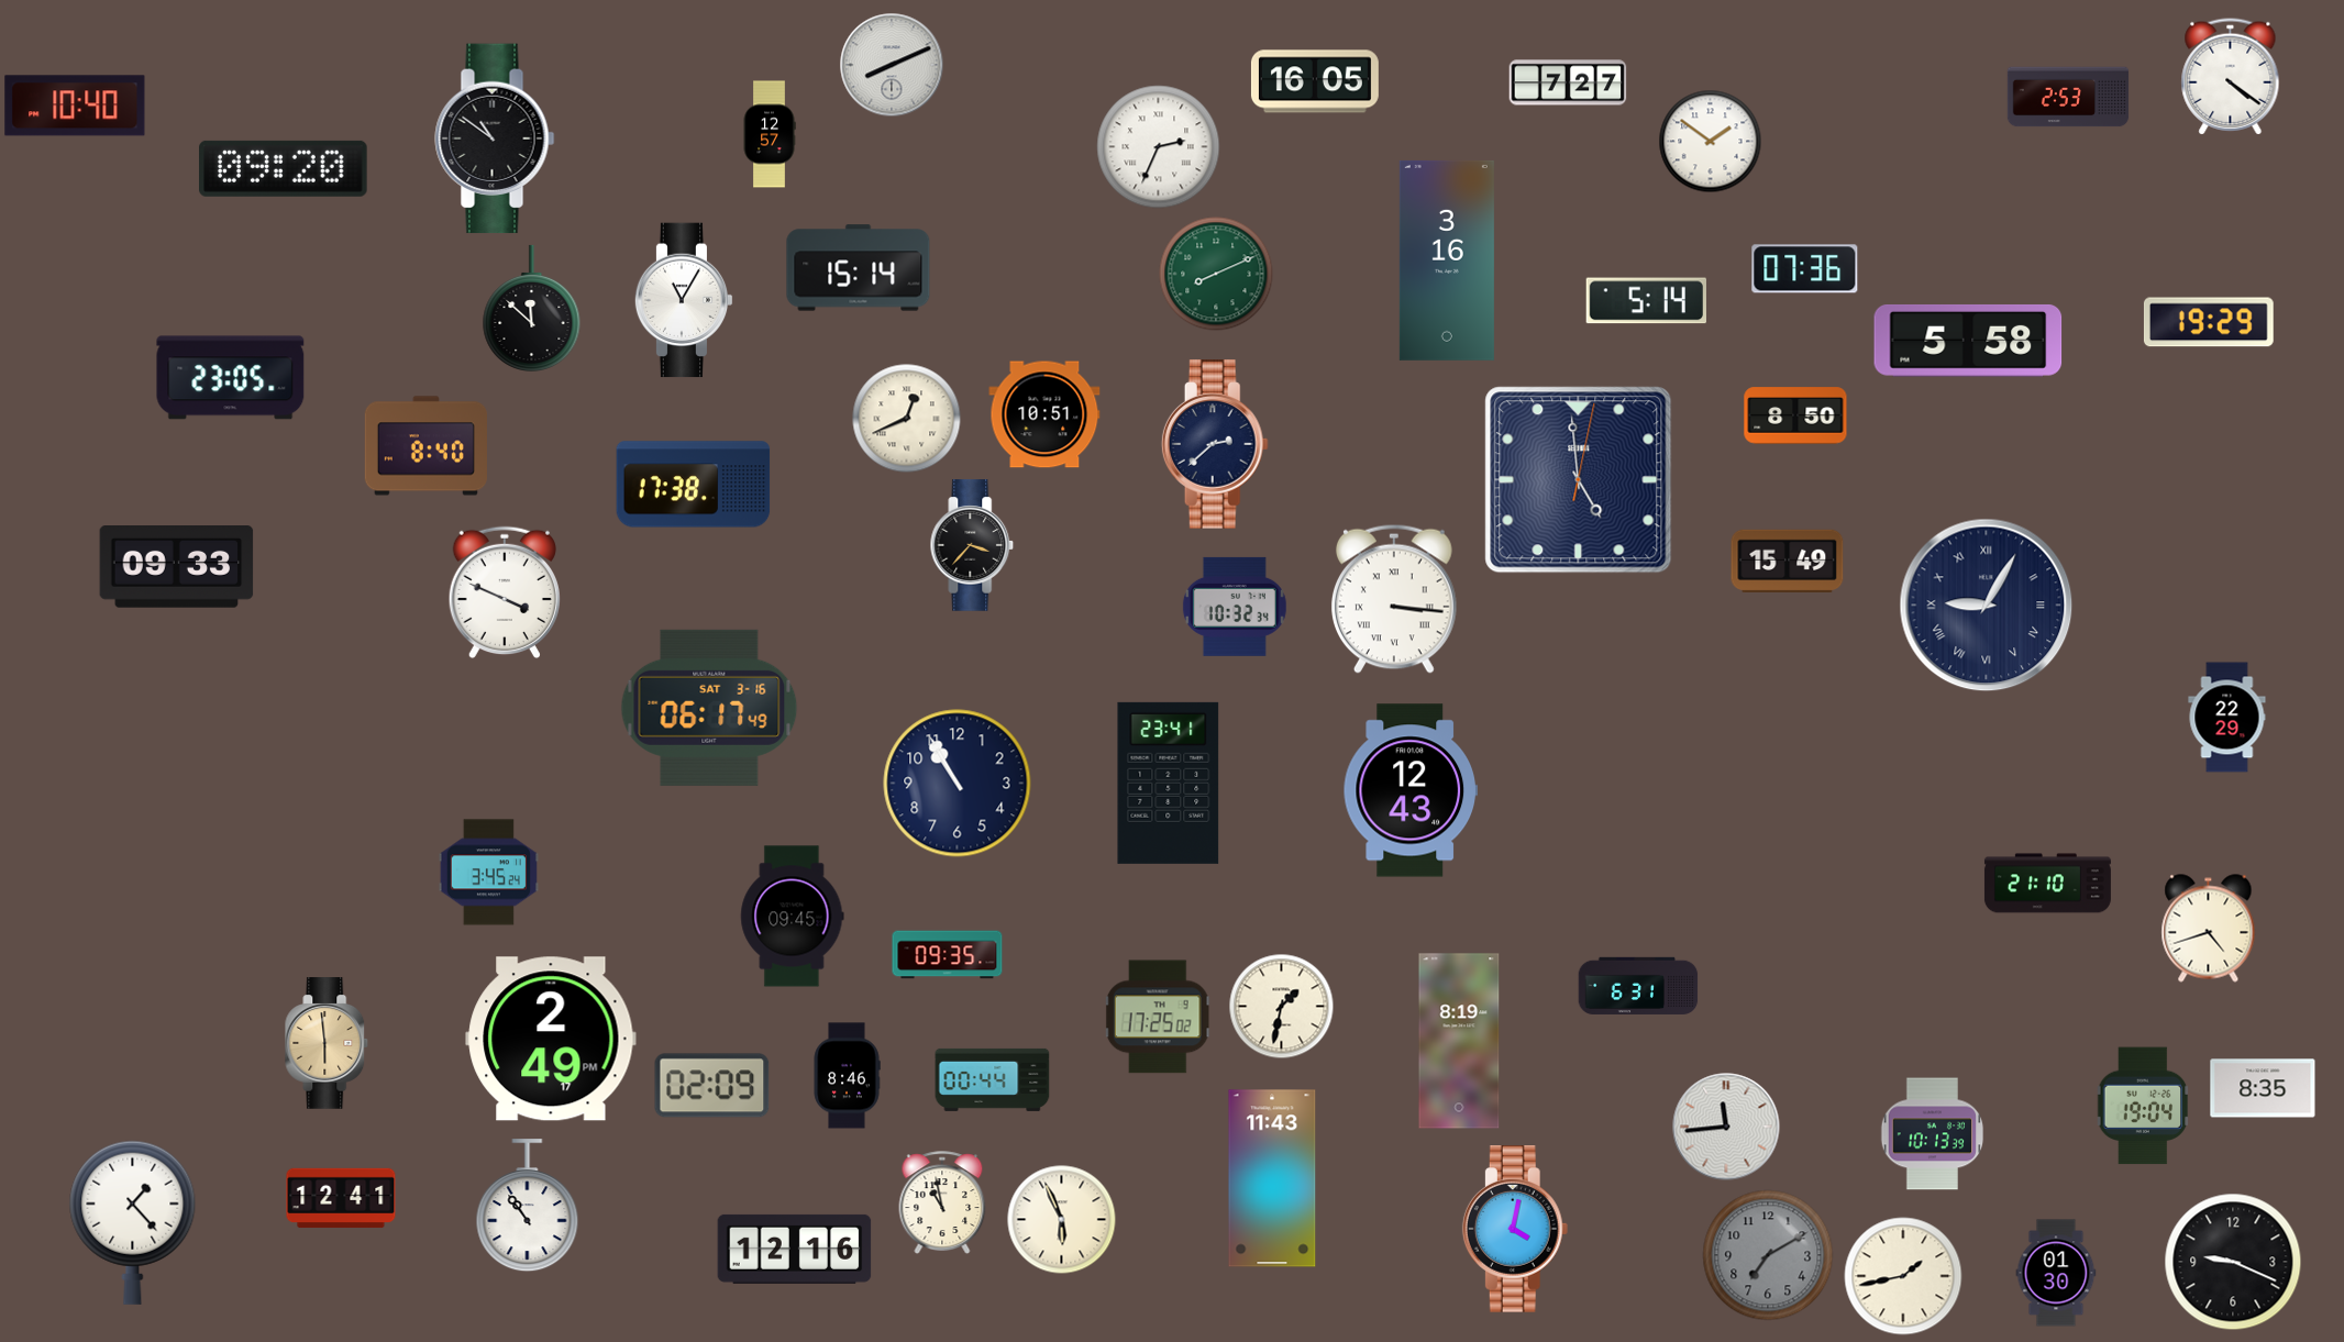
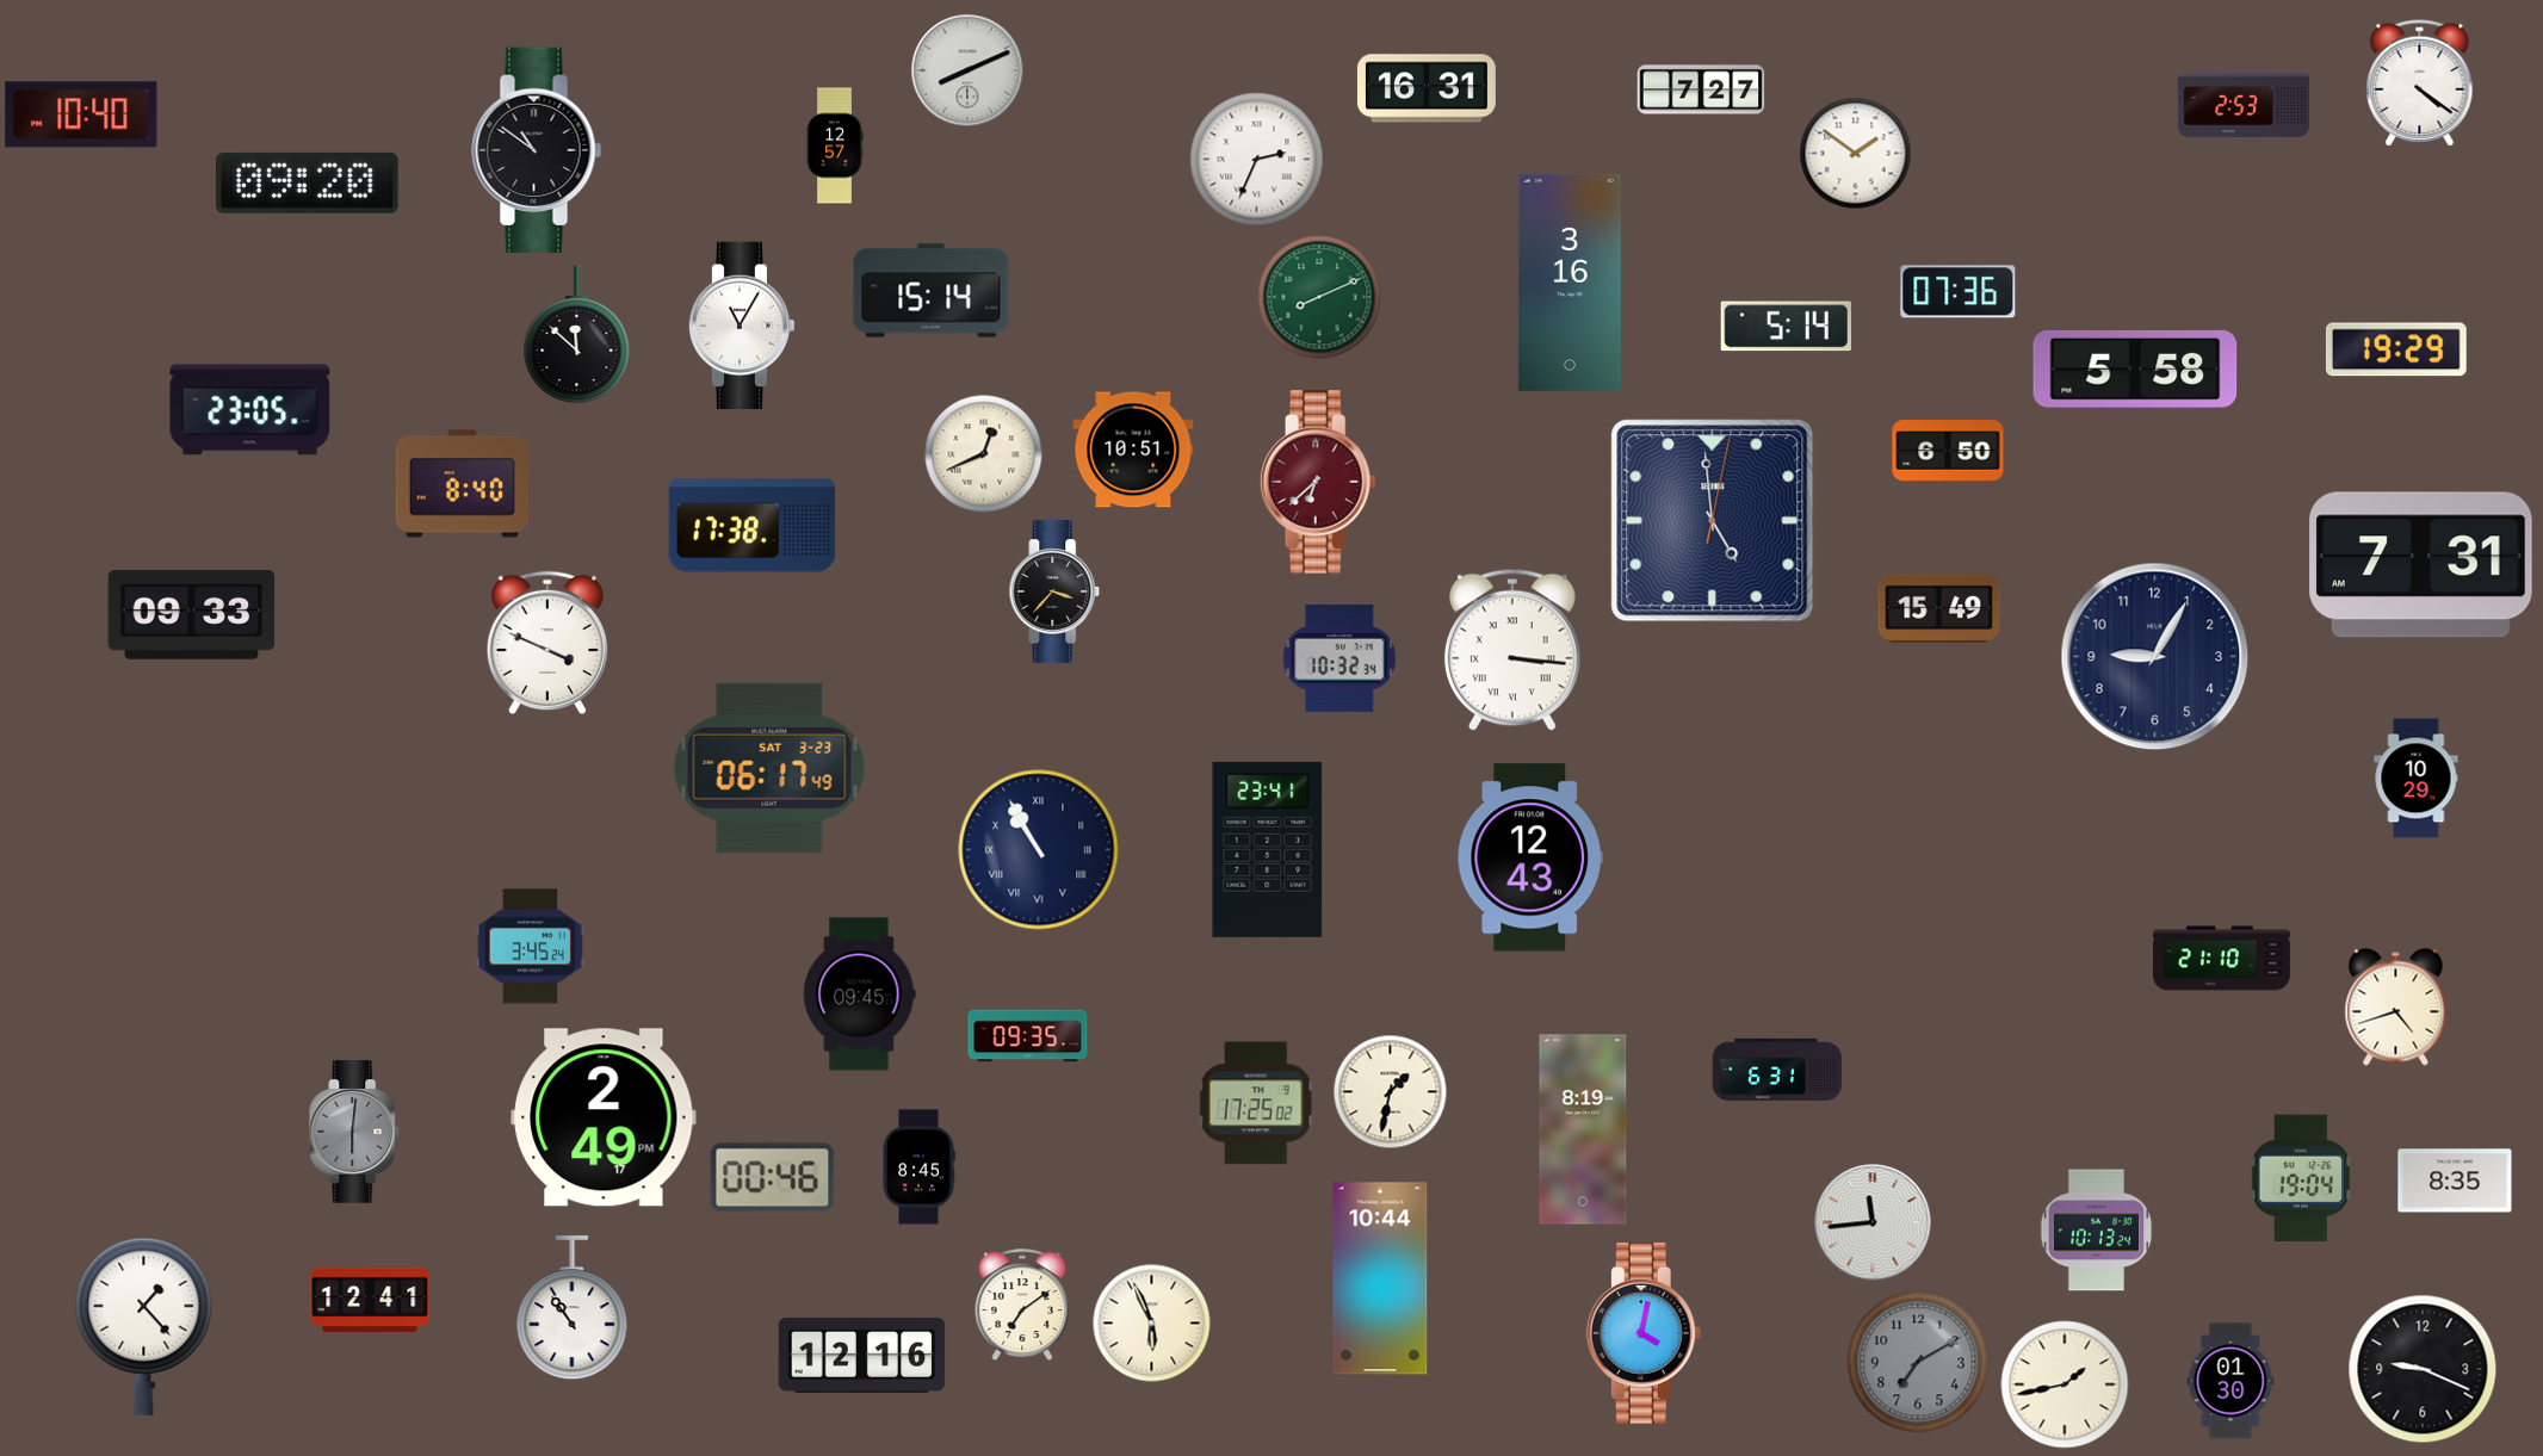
clock at (1315, 81): 16:05 -> 16:31
clock at (1795, 415): 8:50 -> 6:50
clock at (1215, 444): 2:38 -> 6:38
clock at (1215, 444) dial: navy -> burgundy
clock at (2421, 565): none -> 7:31
clock at (1987, 606) numerals: Roman -> Arabic
clock at (709, 708) date: SAT 3-16 -> SAT 3-23
clock at (2227, 718): 22:29 -> 10:29
clock at (958, 784) numerals: Arabic -> Roman
clock at (551, 1039) position: (551, 1039) -> (604, 1117)
clock at (327, 1043): 5:59 -> 6:01
clock at (327, 1043) dial: champagne -> grey
clock at (847, 1076): 8:46 -> 8:45
clock at (993, 1079): 00:44 -> none
clock at (712, 1086): 02:09 -> 00:46
clock at (2143, 1106) position: (2143, 1106) -> (2301, 1178)
clock at (1933, 1134): 10:13:39 -> 10:13:24
clock at (1272, 1178): 11:43 -> 10:44
clock at (942, 1202): 10:58 -> 7:09
